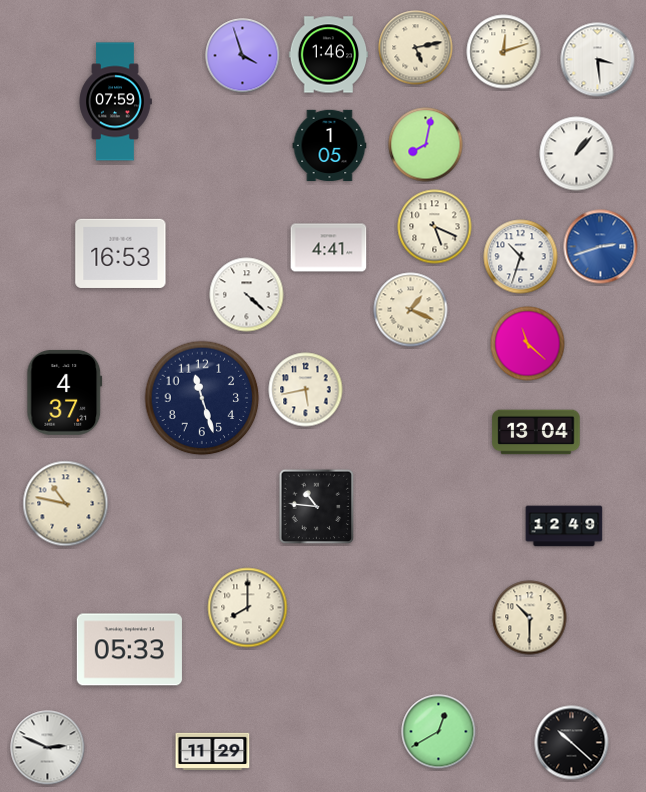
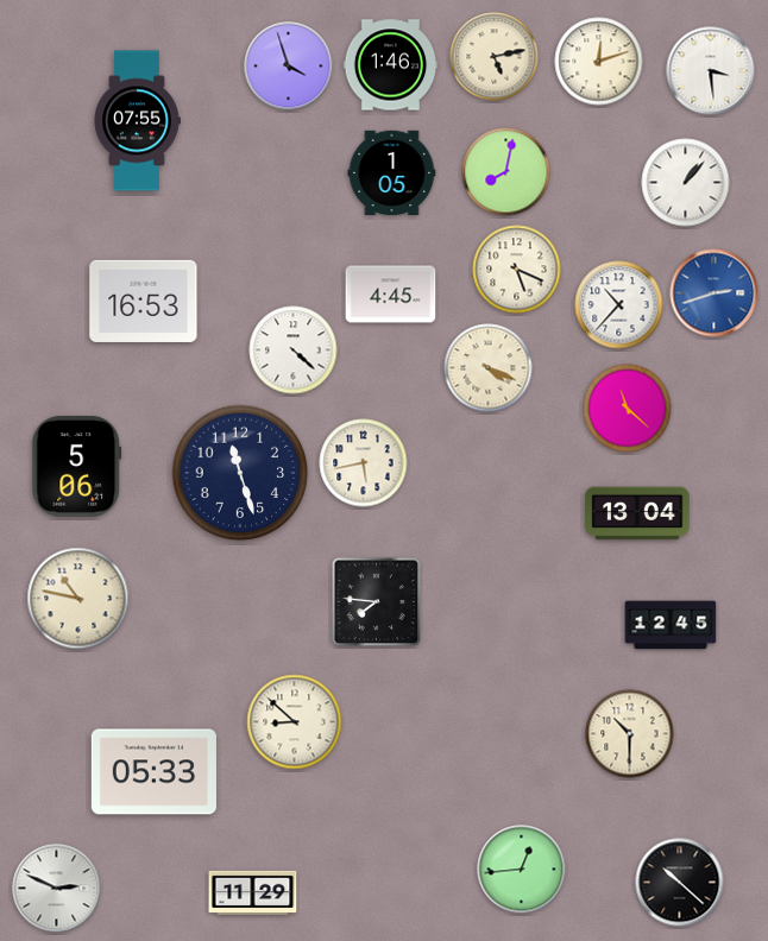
clock at (115, 102): 07:59 -> 07:55
clock at (329, 248): 4:41 -> 4:45
clock at (521, 257): 10:33 -> 10:37
clock at (411, 310): 1:19 -> 4:19
clock at (65, 392): 4:37 -> 5:06
clock at (317, 507): 10:46 -> 7:46
clock at (564, 526): 12:49 -> 12:45
clock at (248, 608): 8:00 -> 8:52
clock at (439, 732): 12:40 -> 12:44
